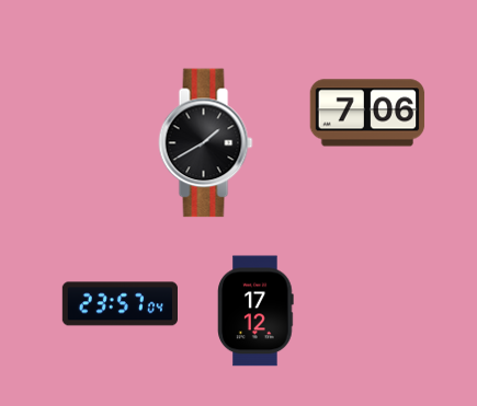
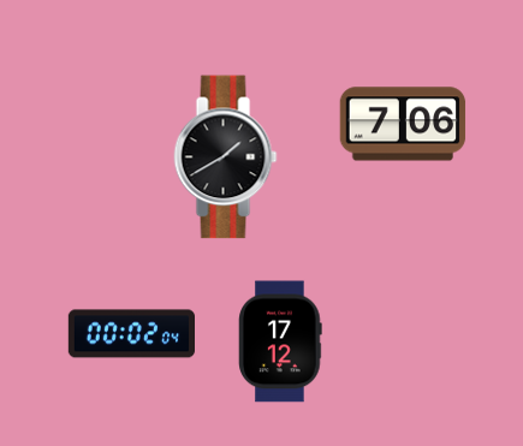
clock at (120, 304): 23:57 -> 00:02
